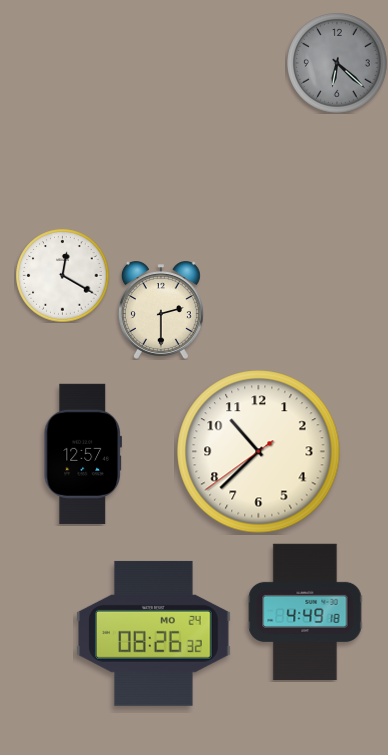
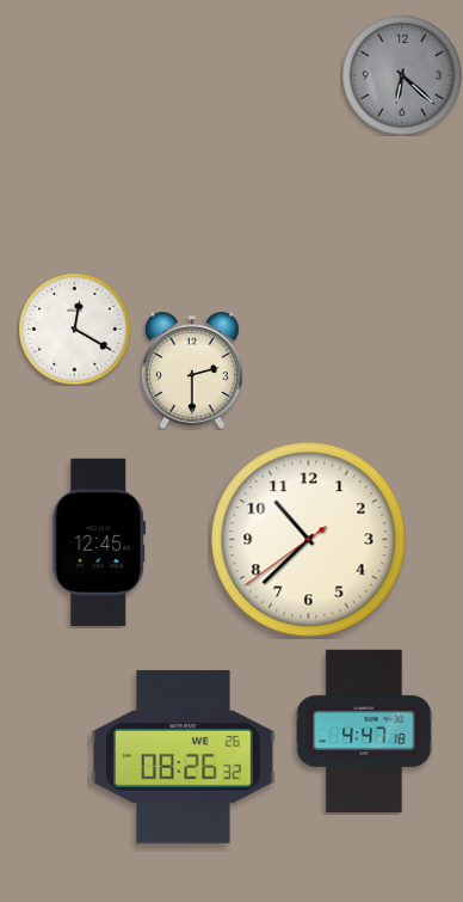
clock at (82, 454): 12:57 -> 12:45
clock at (305, 612): 4:49 -> 4:47
clock at (154, 633) date: MO 24 -> WE 26
